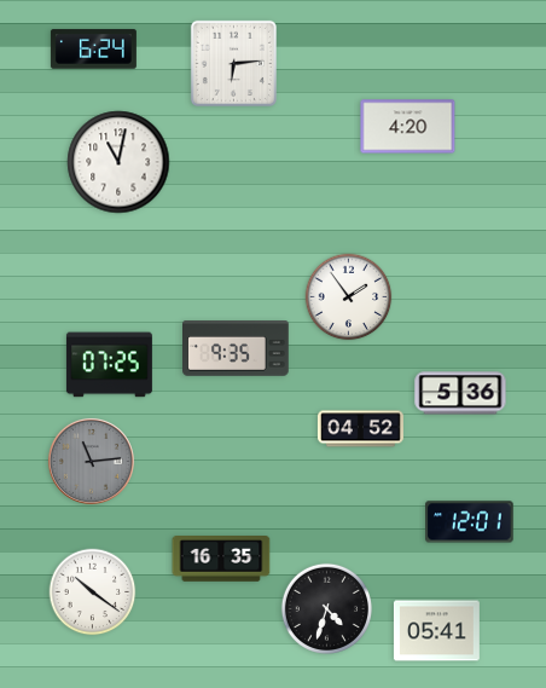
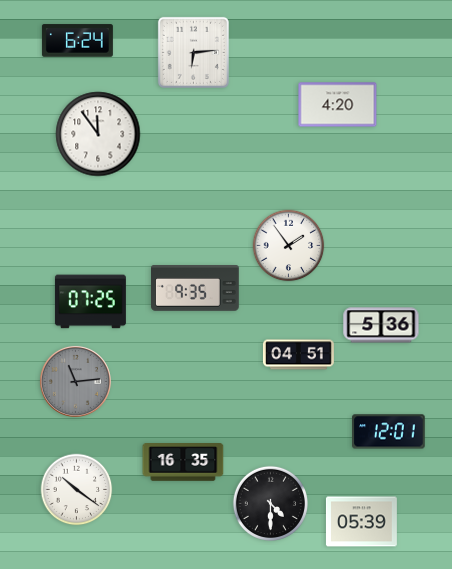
clock at (118, 162): 11:02 -> 11:54
clock at (360, 429): 04:52 -> 04:51
clock at (326, 608): 4:33 -> 4:30
clock at (436, 631): 05:41 -> 05:39
